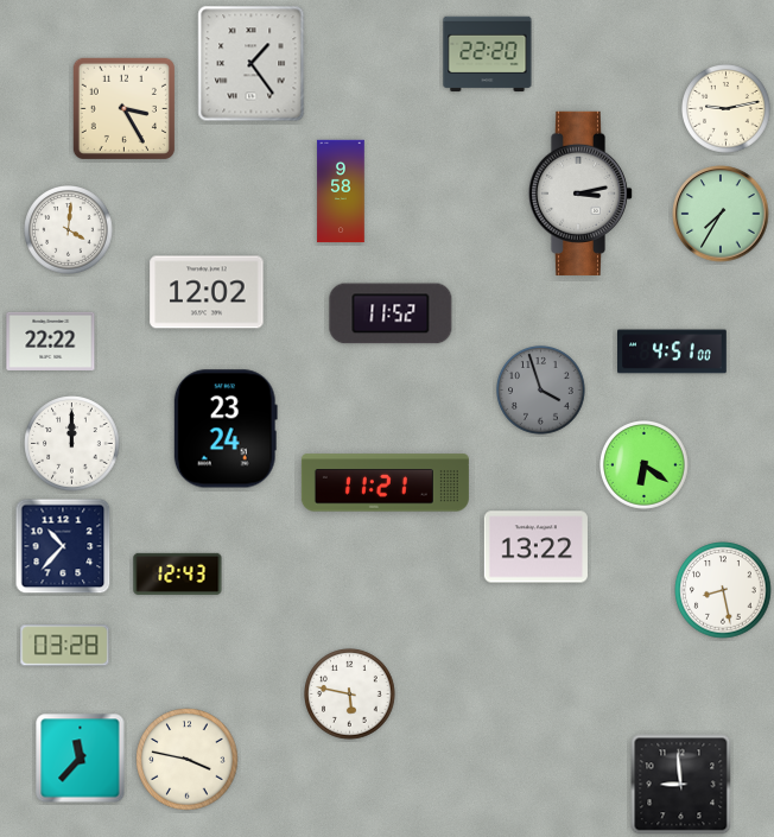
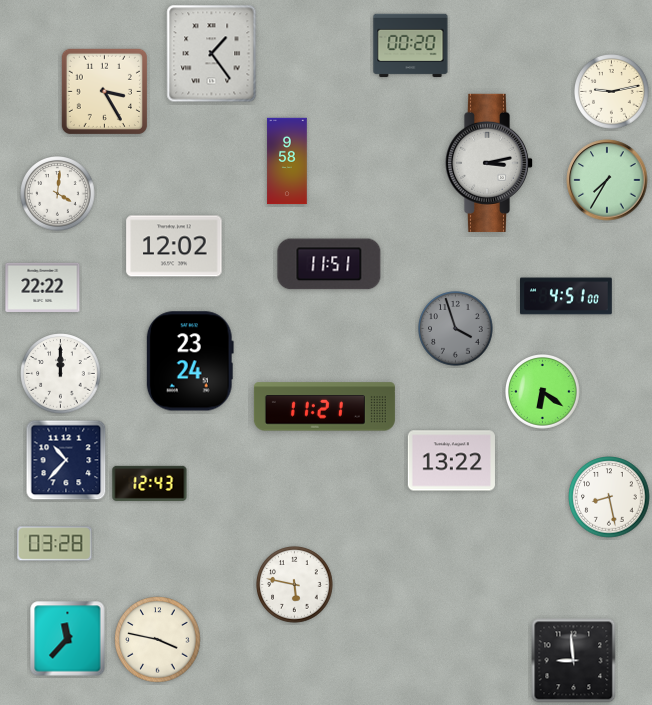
clock at (488, 55): 22:20 -> 00:20
clock at (391, 313): 11:52 -> 11:51
clock at (63, 546) position: (63, 546) -> (66, 460)
